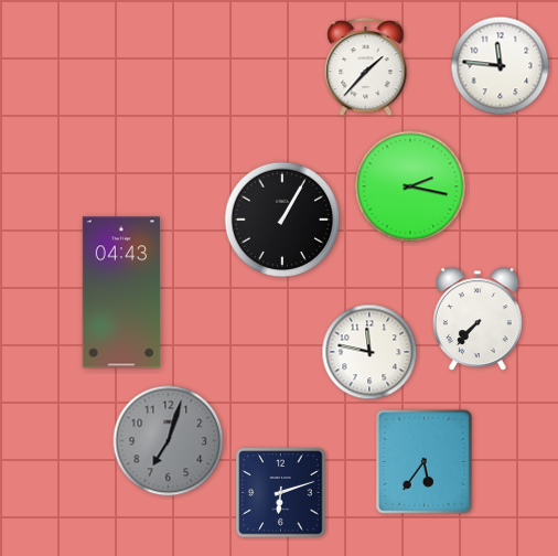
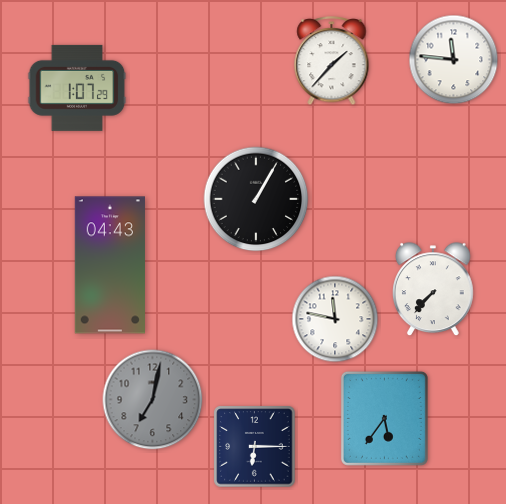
clock at (77, 88): none -> 1:07
clock at (410, 186): 2:17 -> none
clock at (169, 441): 7:03 -> 7:02
clock at (281, 493): 6:12 -> 6:15
